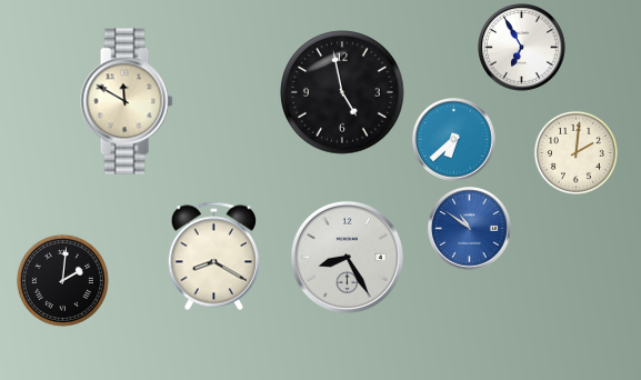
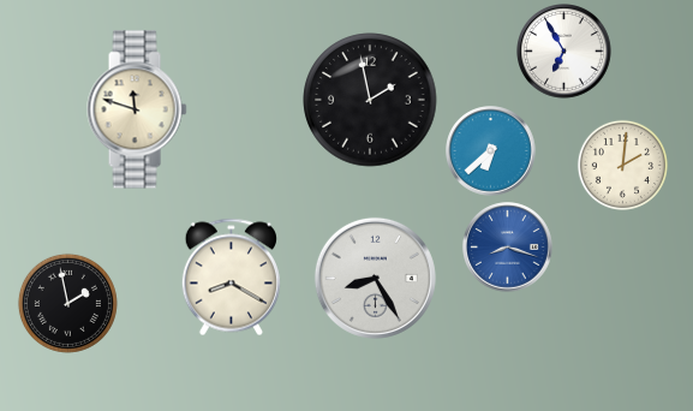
clock at (342, 92): 4:58 -> 1:58
clock at (127, 101): 11:50 -> 11:48
clock at (470, 229): 10:51 -> 8:18
clock at (62, 280): 2:01 -> 1:58
